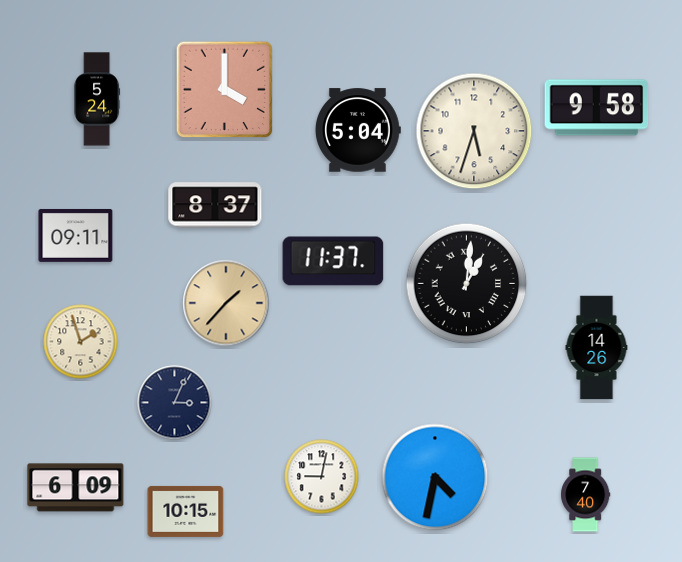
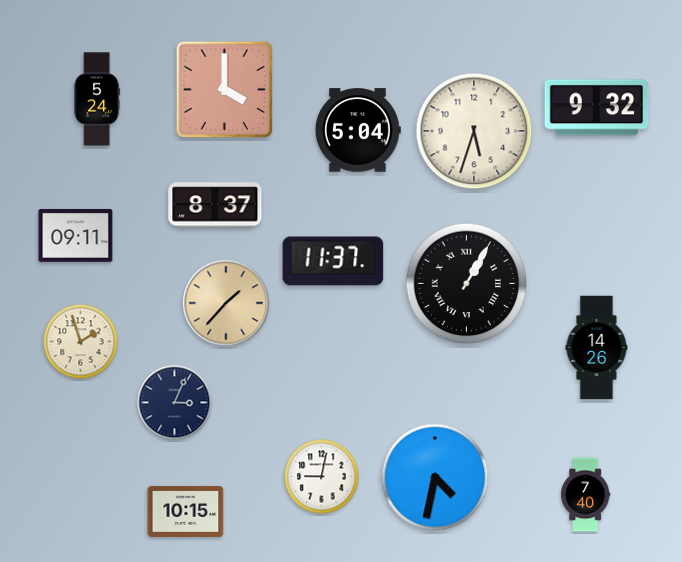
clock at (597, 108): 9:58 -> 9:32
clock at (467, 284): 1:01 -> 1:05
clock at (76, 488): 6:09 -> none
